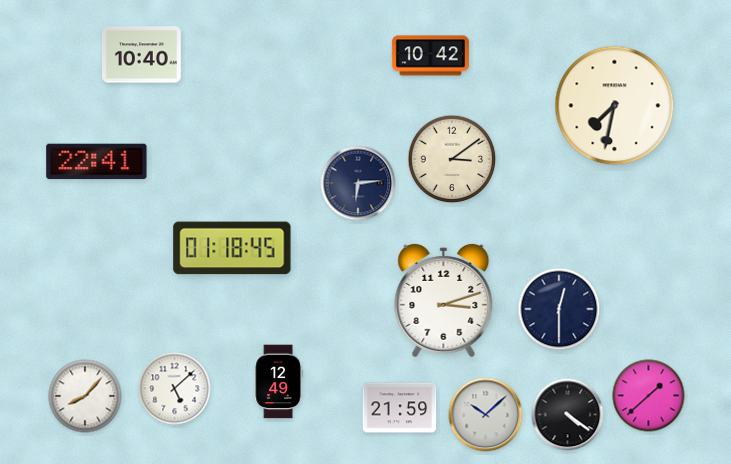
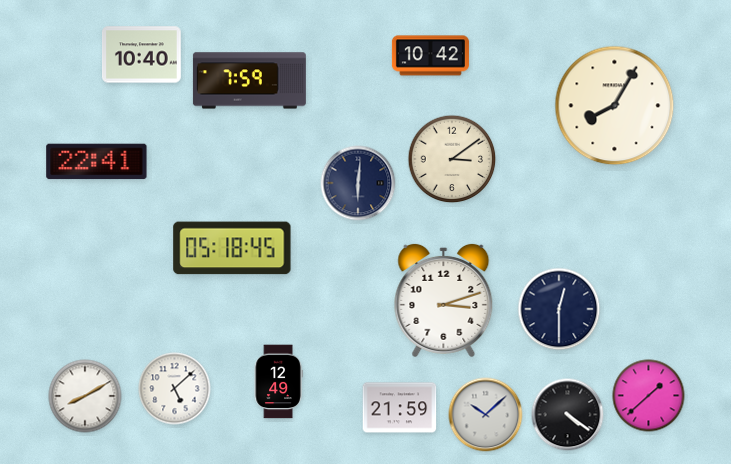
clock at (249, 81): none -> 7:59
clock at (615, 106): 7:32 -> 8:05
clock at (358, 183): 6:14 -> 6:01
clock at (232, 248): 01:18 -> 05:18
clock at (85, 396): 8:07 -> 8:10
